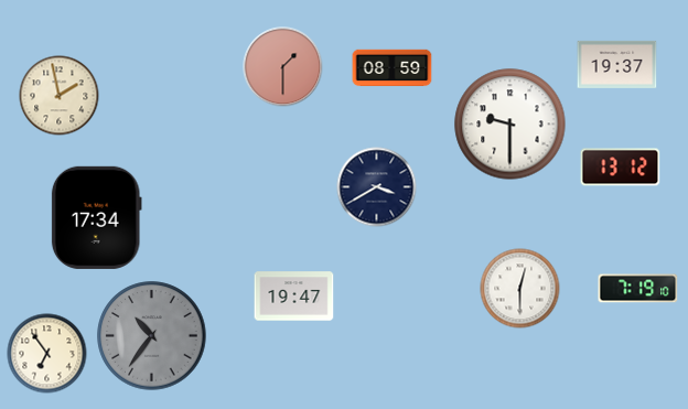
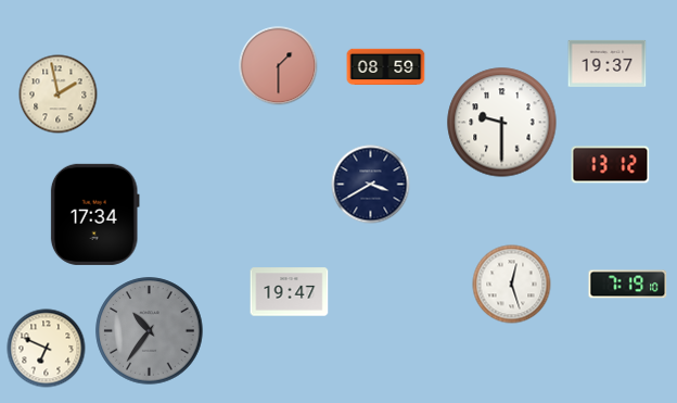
clock at (520, 289): 12:30 -> 12:27
clock at (47, 354): 6:54 -> 6:49
